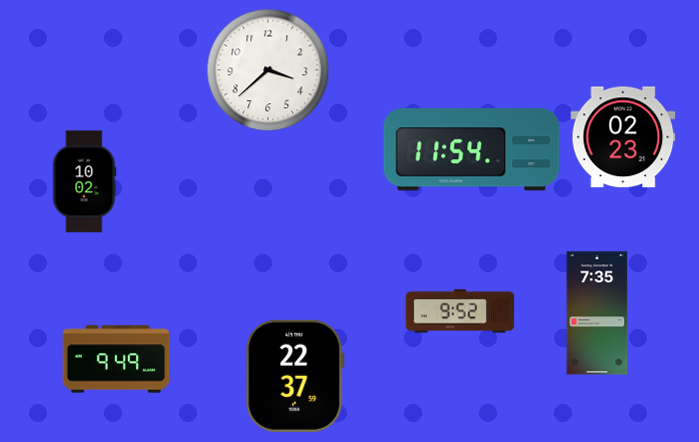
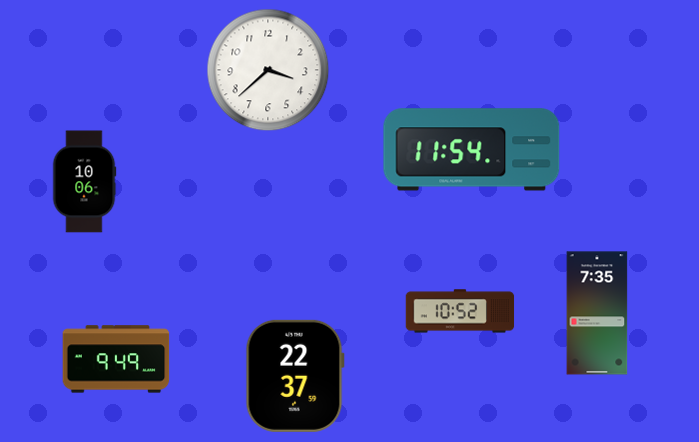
clock at (623, 137): 02:23 -> none
clock at (84, 182): 10:02 -> 10:06
clock at (460, 311): 9:52 -> 10:52
